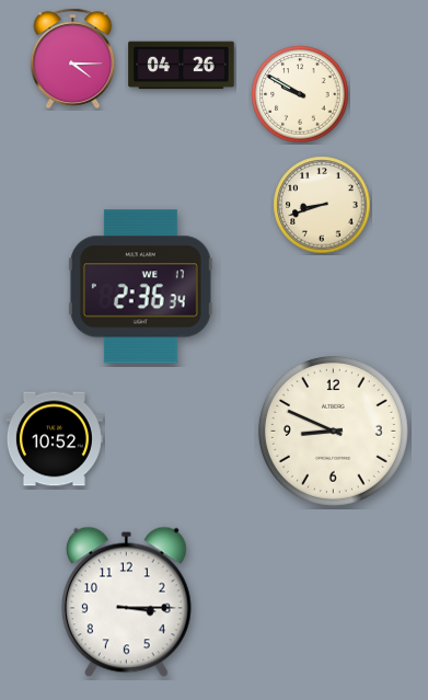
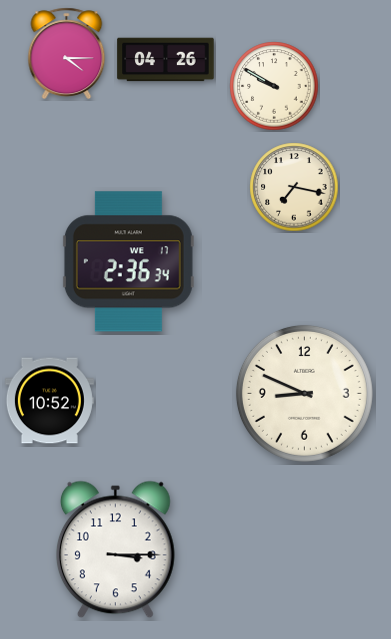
clock at (322, 205): 8:42 -> 7:17
